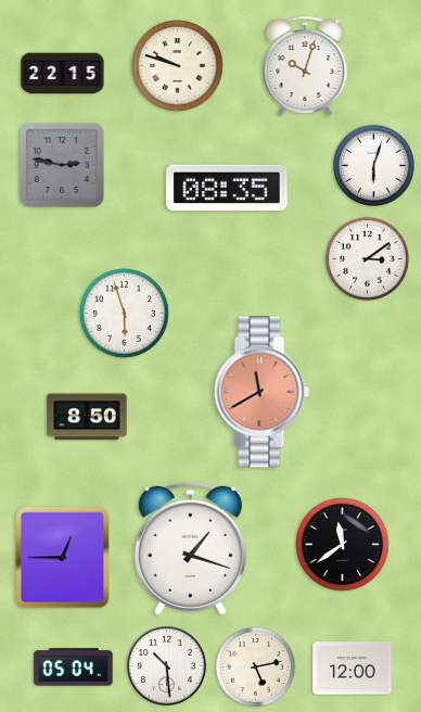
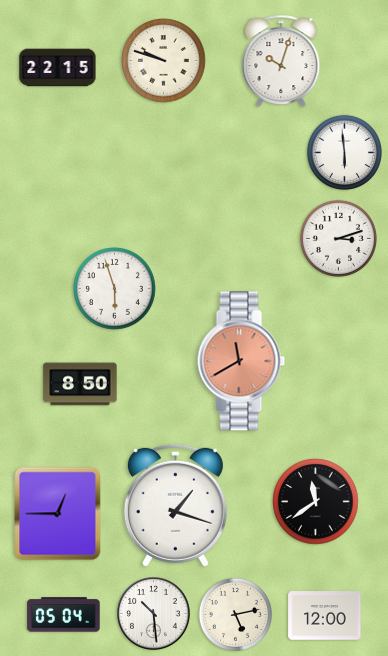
clock at (62, 165): 2:47 -> none
clock at (373, 165): 6:03 -> 5:59
clock at (227, 188): 08:35 -> none
clock at (367, 258): 3:09 -> 3:12
clock at (74, 667) position: (74, 667) -> (64, 615)
